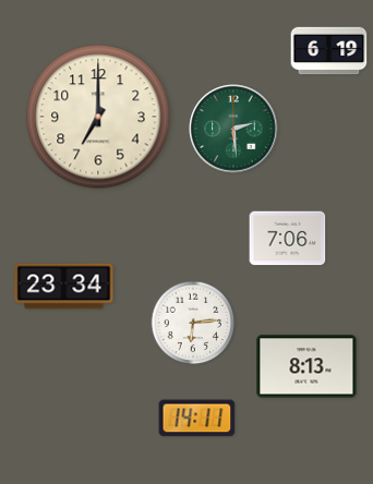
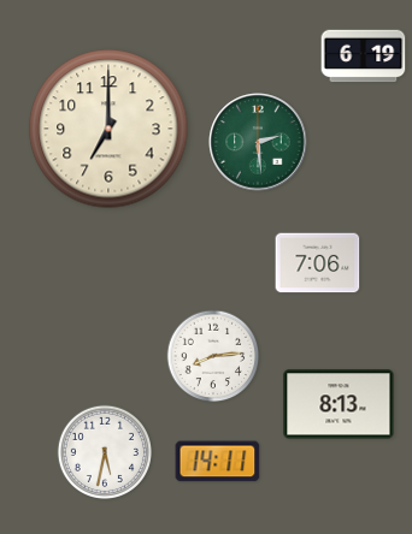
clock at (64, 287): 23:34 -> none
clock at (193, 323): 6:14 -> 8:14
clock at (104, 451): none -> 5:32
